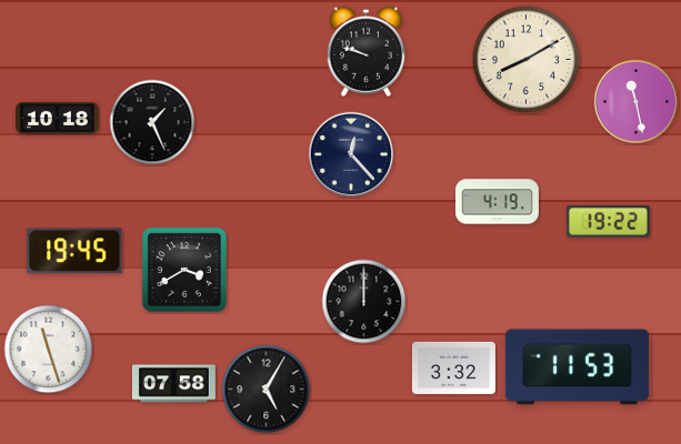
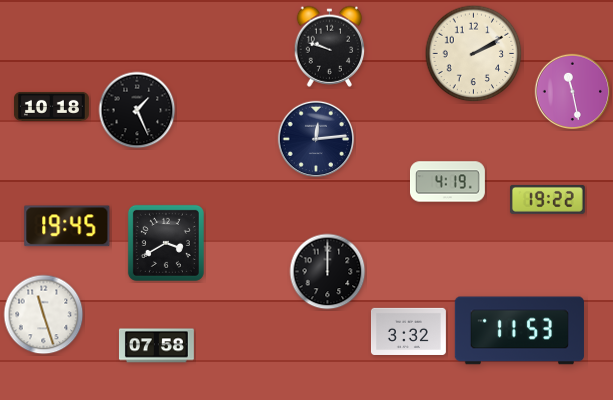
clock at (527, 60): 8:10 -> 2:10
clock at (351, 154): 12:23 -> 12:14
clock at (267, 390): 5:05 -> none
